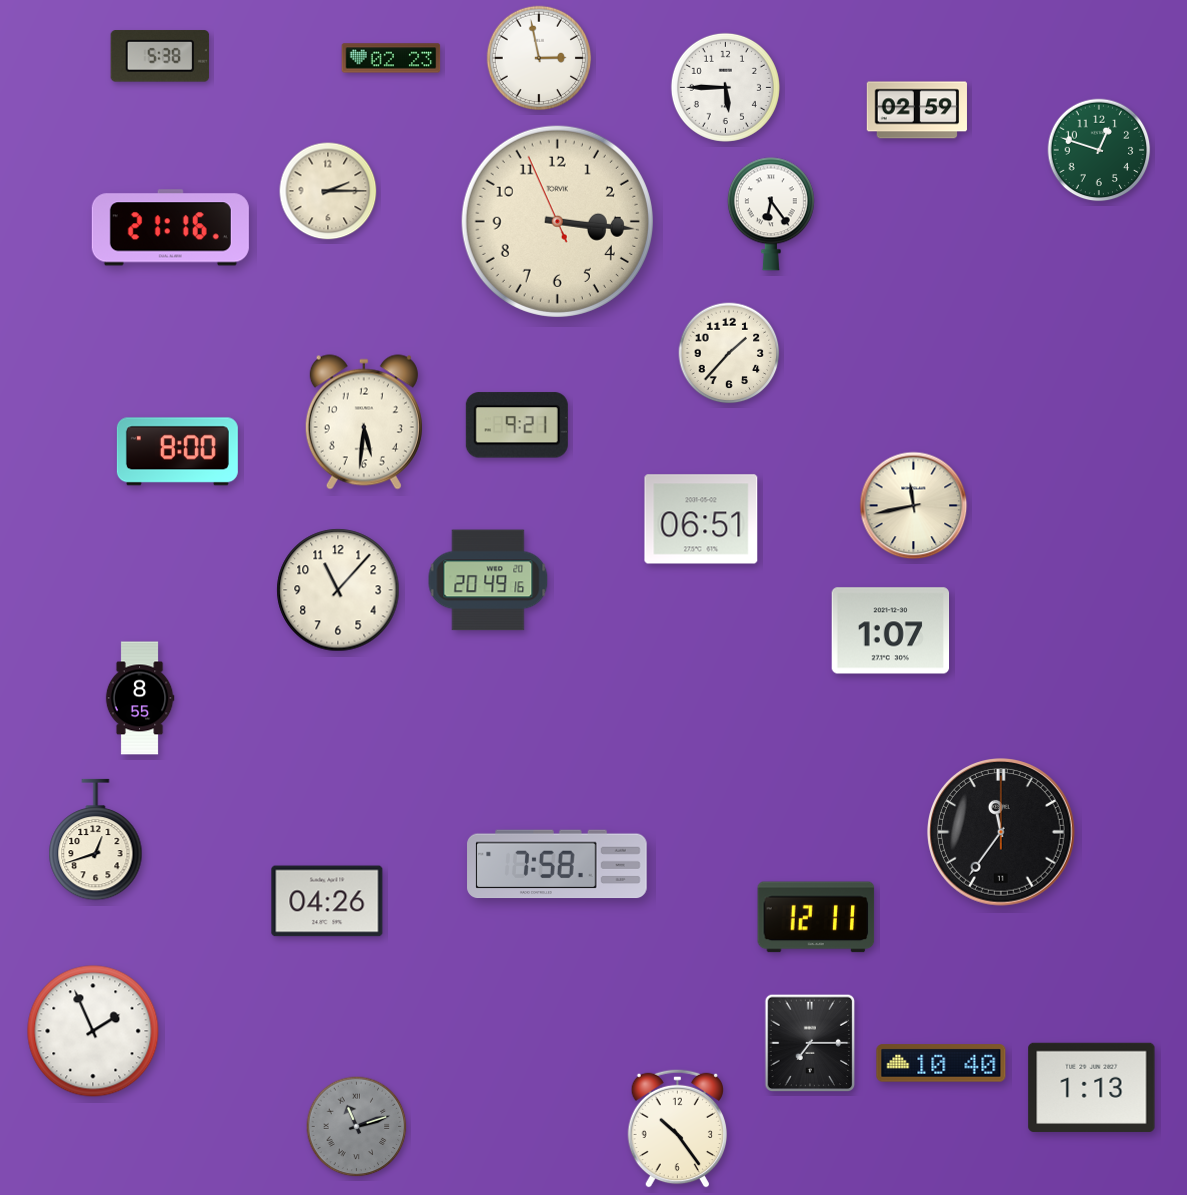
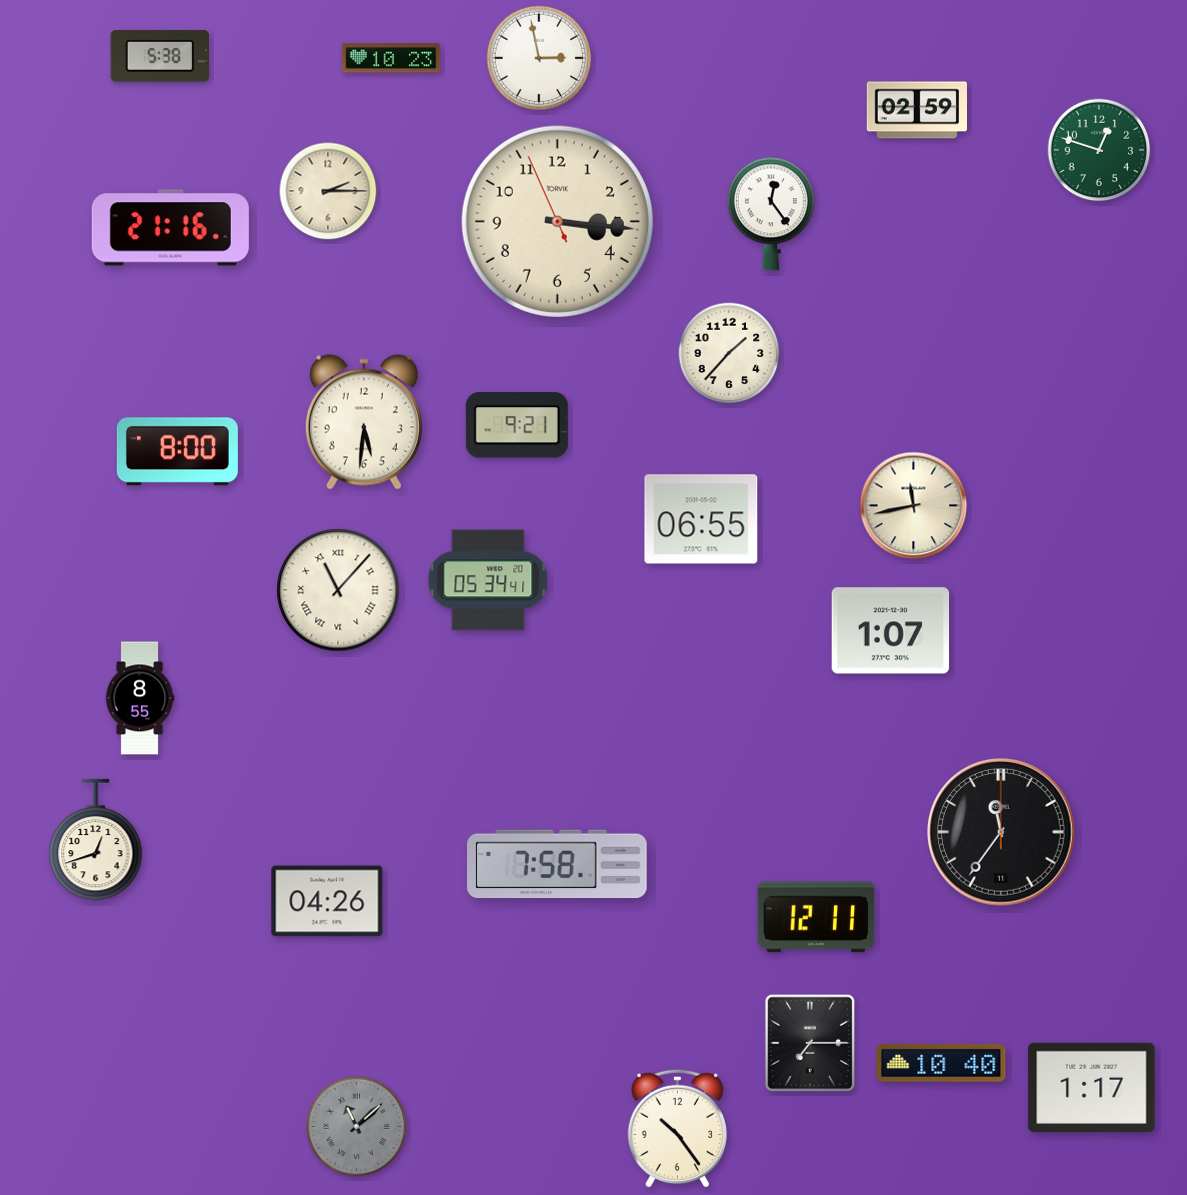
clock at (391, 58): 02:23 -> 10:23
clock at (725, 87): 5:45 -> none
clock at (771, 214): 6:24 -> 12:24
clock at (701, 519): 06:51 -> 06:55
clock at (488, 580): 20:49 -> 05:34
clock at (338, 590) numerals: Arabic -> Roman
clock at (93, 1031): 1:56 -> none
clock at (1092, 1087): 1:13 -> 1:17
clock at (357, 1127): 11:12 -> 11:08
